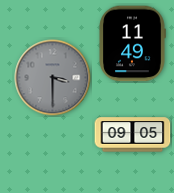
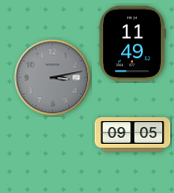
clock at (53, 78): 3:30 -> 3:13
